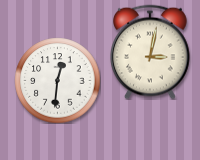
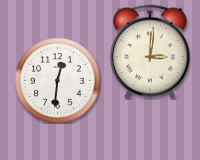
clock at (151, 52): 3:02 -> 3:01
